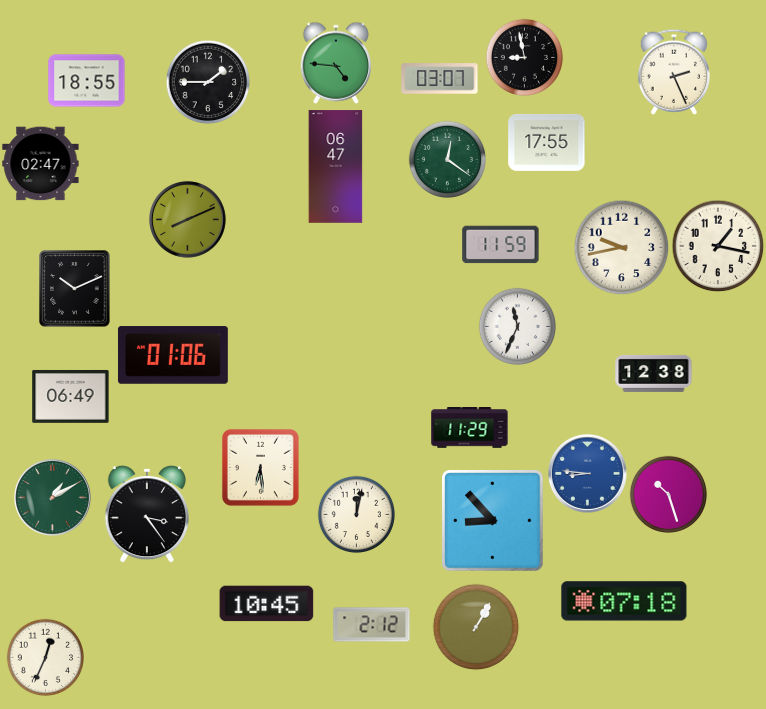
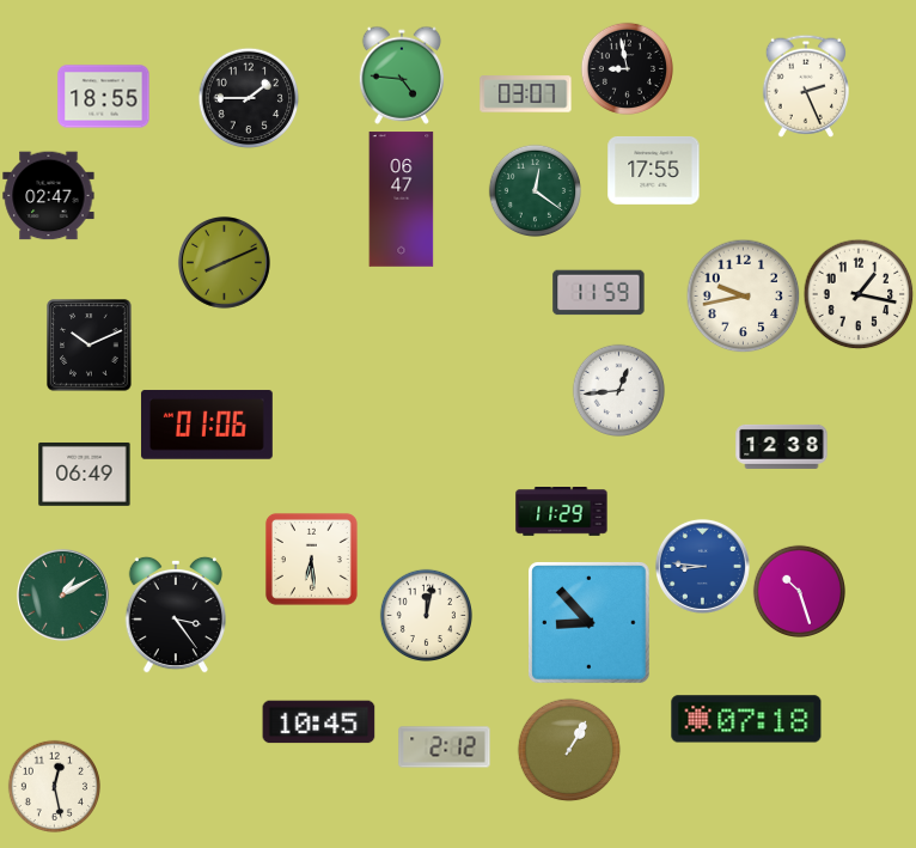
clock at (517, 326): 11:34 -> 12:44
clock at (45, 657): 12:34 -> 12:28
